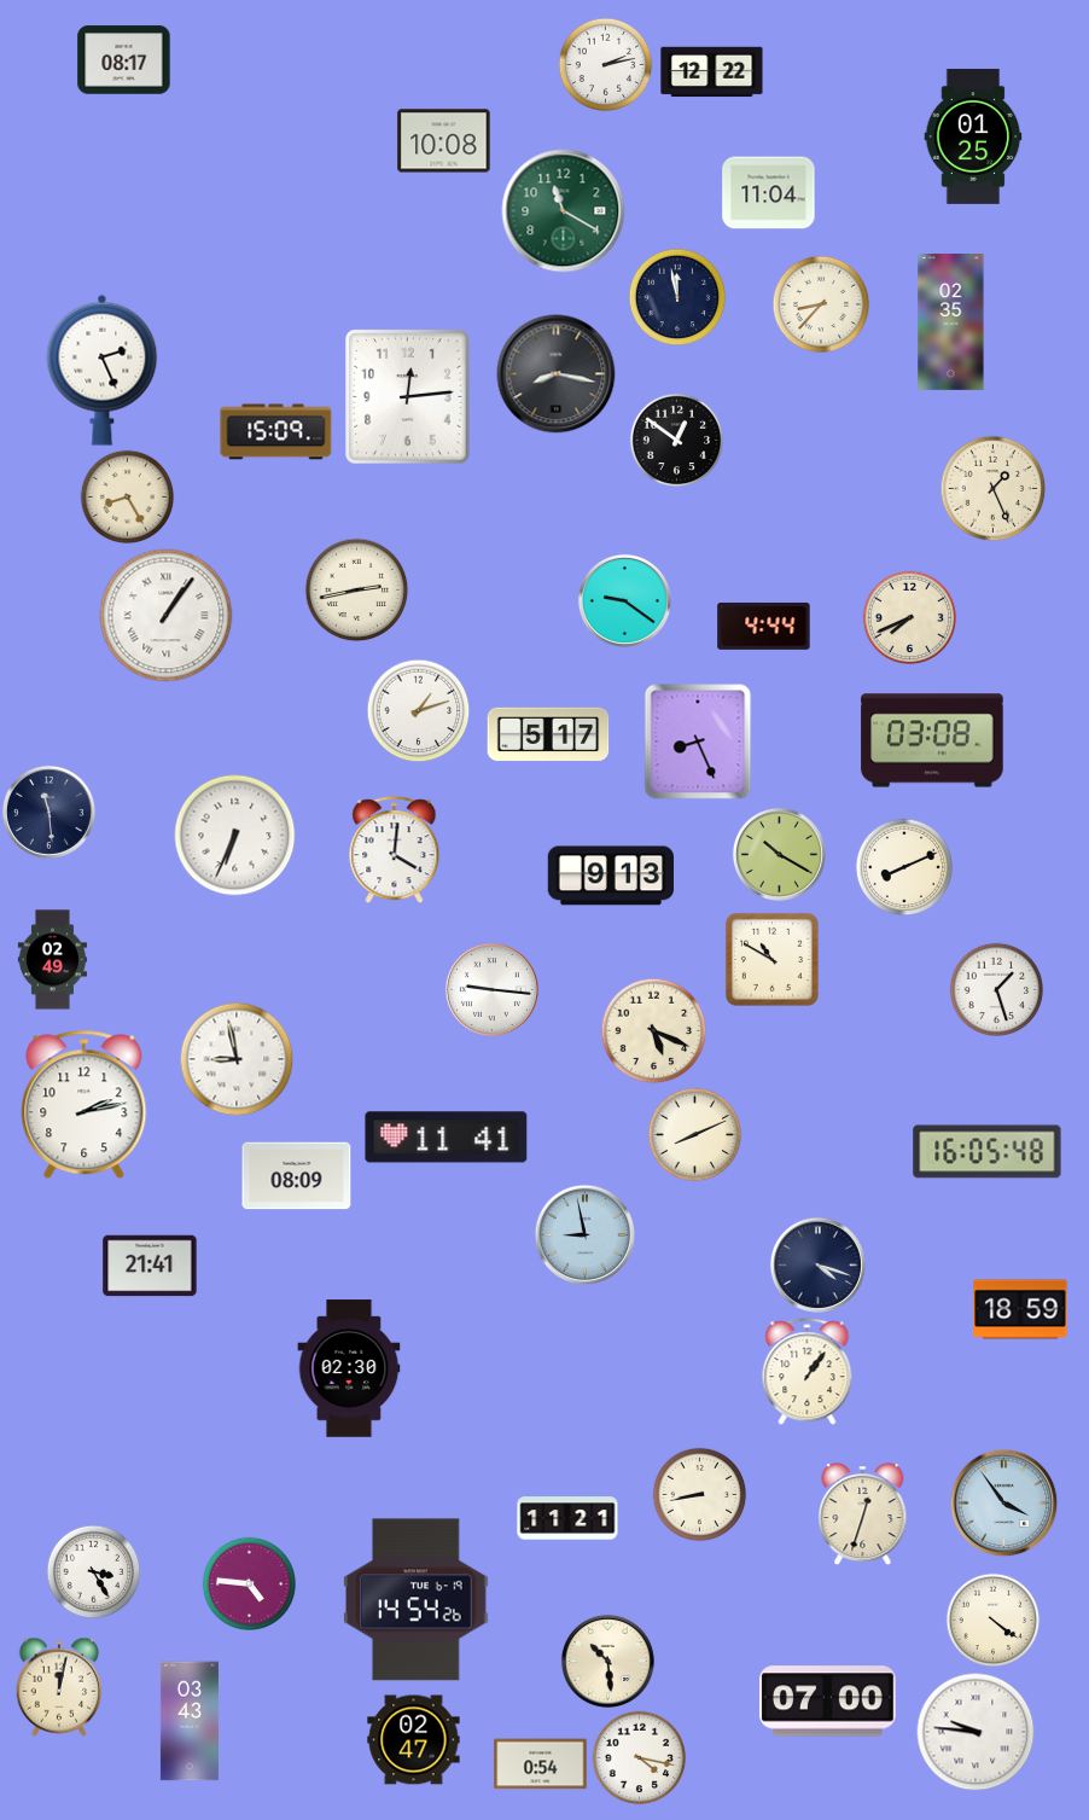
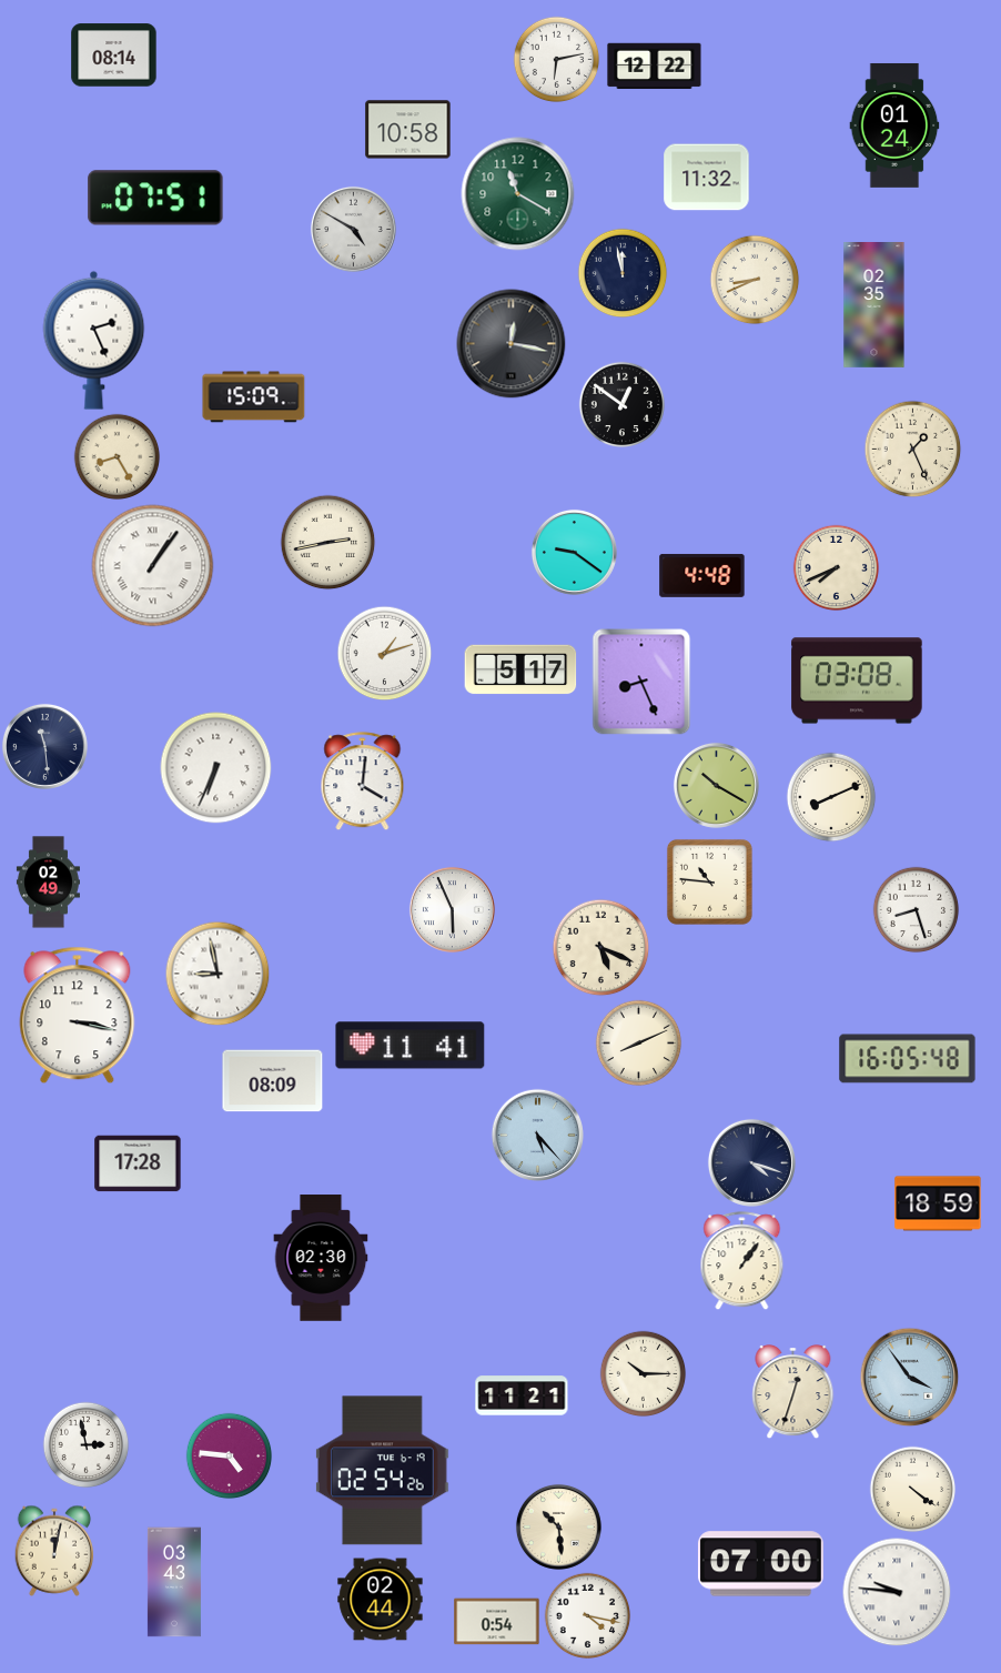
clock at (124, 60): 08:17 -> 08:14
clock at (605, 64): 2:13 -> 6:13
clock at (973, 136): 01:25 -> 01:24
clock at (444, 141): 10:08 -> 10:58
clock at (769, 193): 11:04 -> 11:32
clock at (155, 198): none -> 07:51
clock at (353, 229): none -> 4:50
clock at (821, 304): 8:37 -> 8:41
clock at (951, 322) position: (951, 322) -> (874, 305)
clock at (557, 374): 8:17 -> 12:17
clock at (408, 397): 12:14 -> none
clock at (764, 626): 4:44 -> 4:48
clock at (548, 734) position: (548, 734) -> (520, 669)
clock at (610, 876): 9:13 -> none
clock at (771, 959): 10:50 -> 10:46
clock at (491, 989): 9:16 -> 5:56
clock at (996, 989): 1:27 -> 8:27
clock at (85, 1105): 2:13 -> 3:17
clock at (584, 1234): 8:58 -> 5:23
clock at (150, 1266): 21:41 -> 17:28
clock at (699, 1494): 8:43 -> 10:15
clock at (1003, 1502) position: (1003, 1502) -> (909, 1377)
clock at (93, 1571): 3:25 -> 2:58
clock at (415, 1600): 14:54 -> 02:54
clock at (414, 1740): 02:47 -> 02:44
